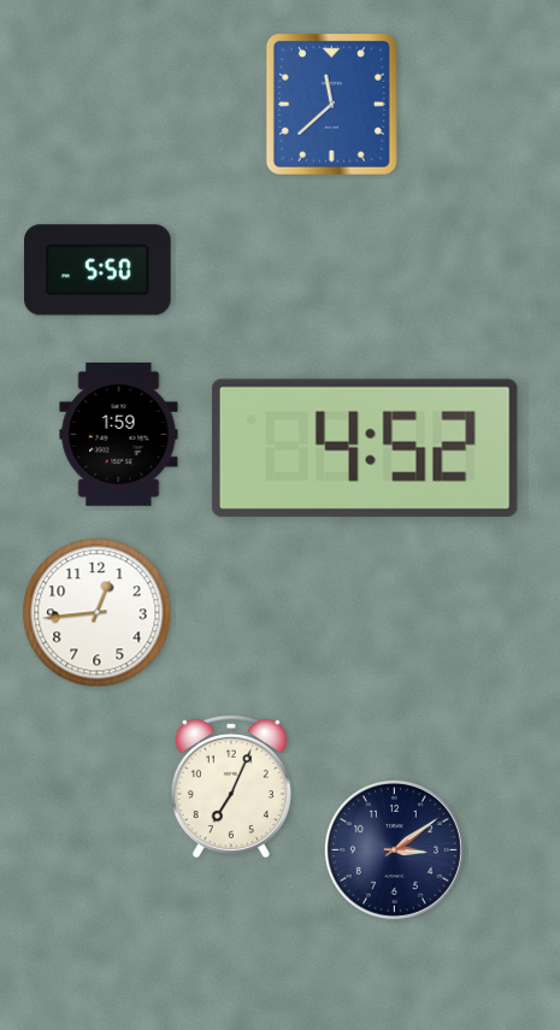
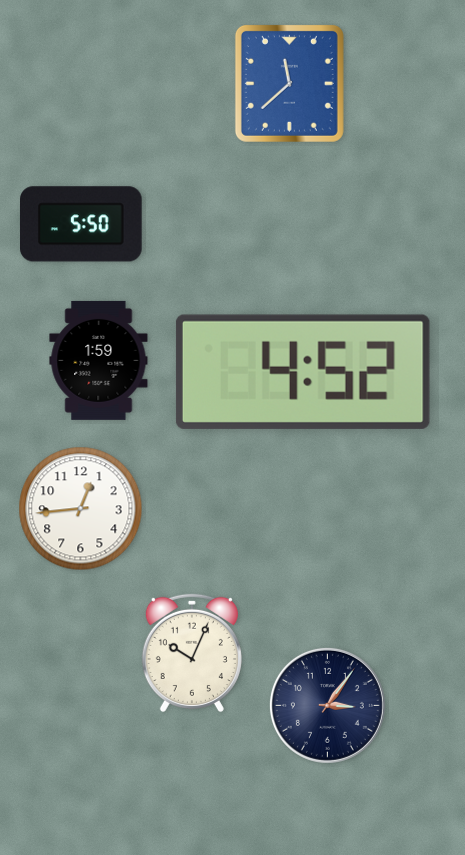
clock at (331, 104) position: (331, 104) -> (289, 83)
clock at (231, 785): 7:04 -> 10:04
clock at (394, 849): 3:09 -> 3:06
